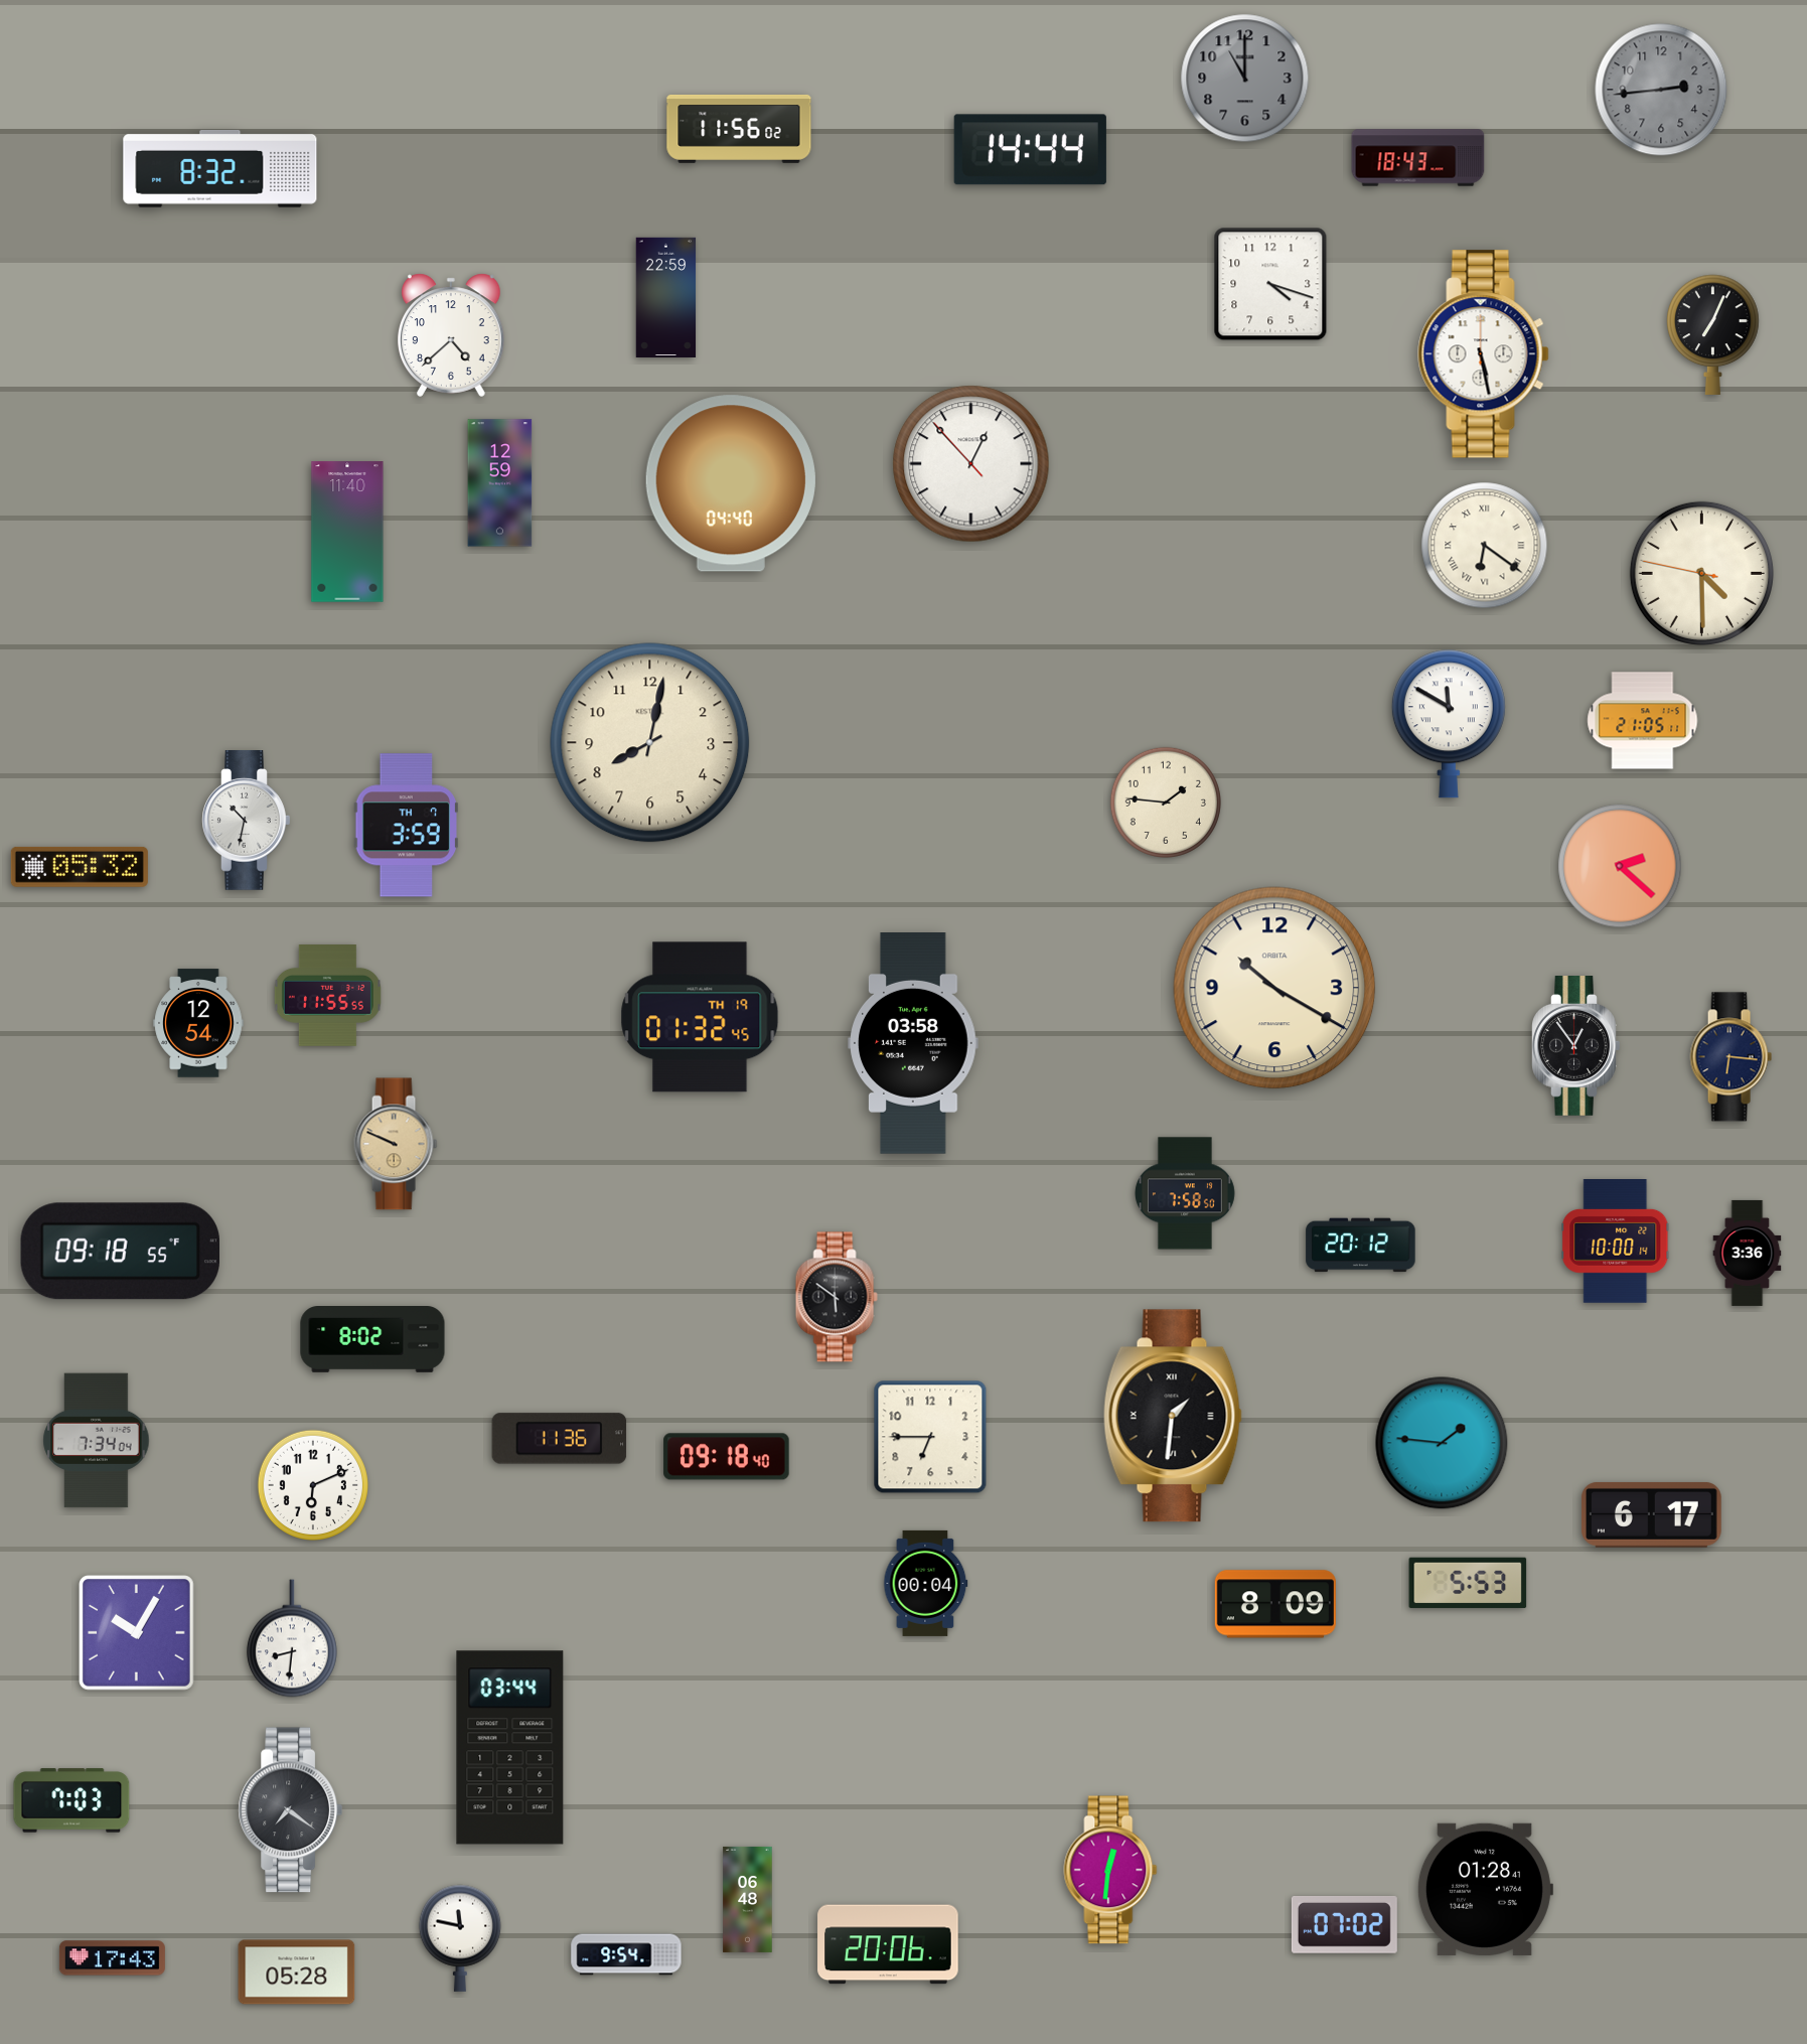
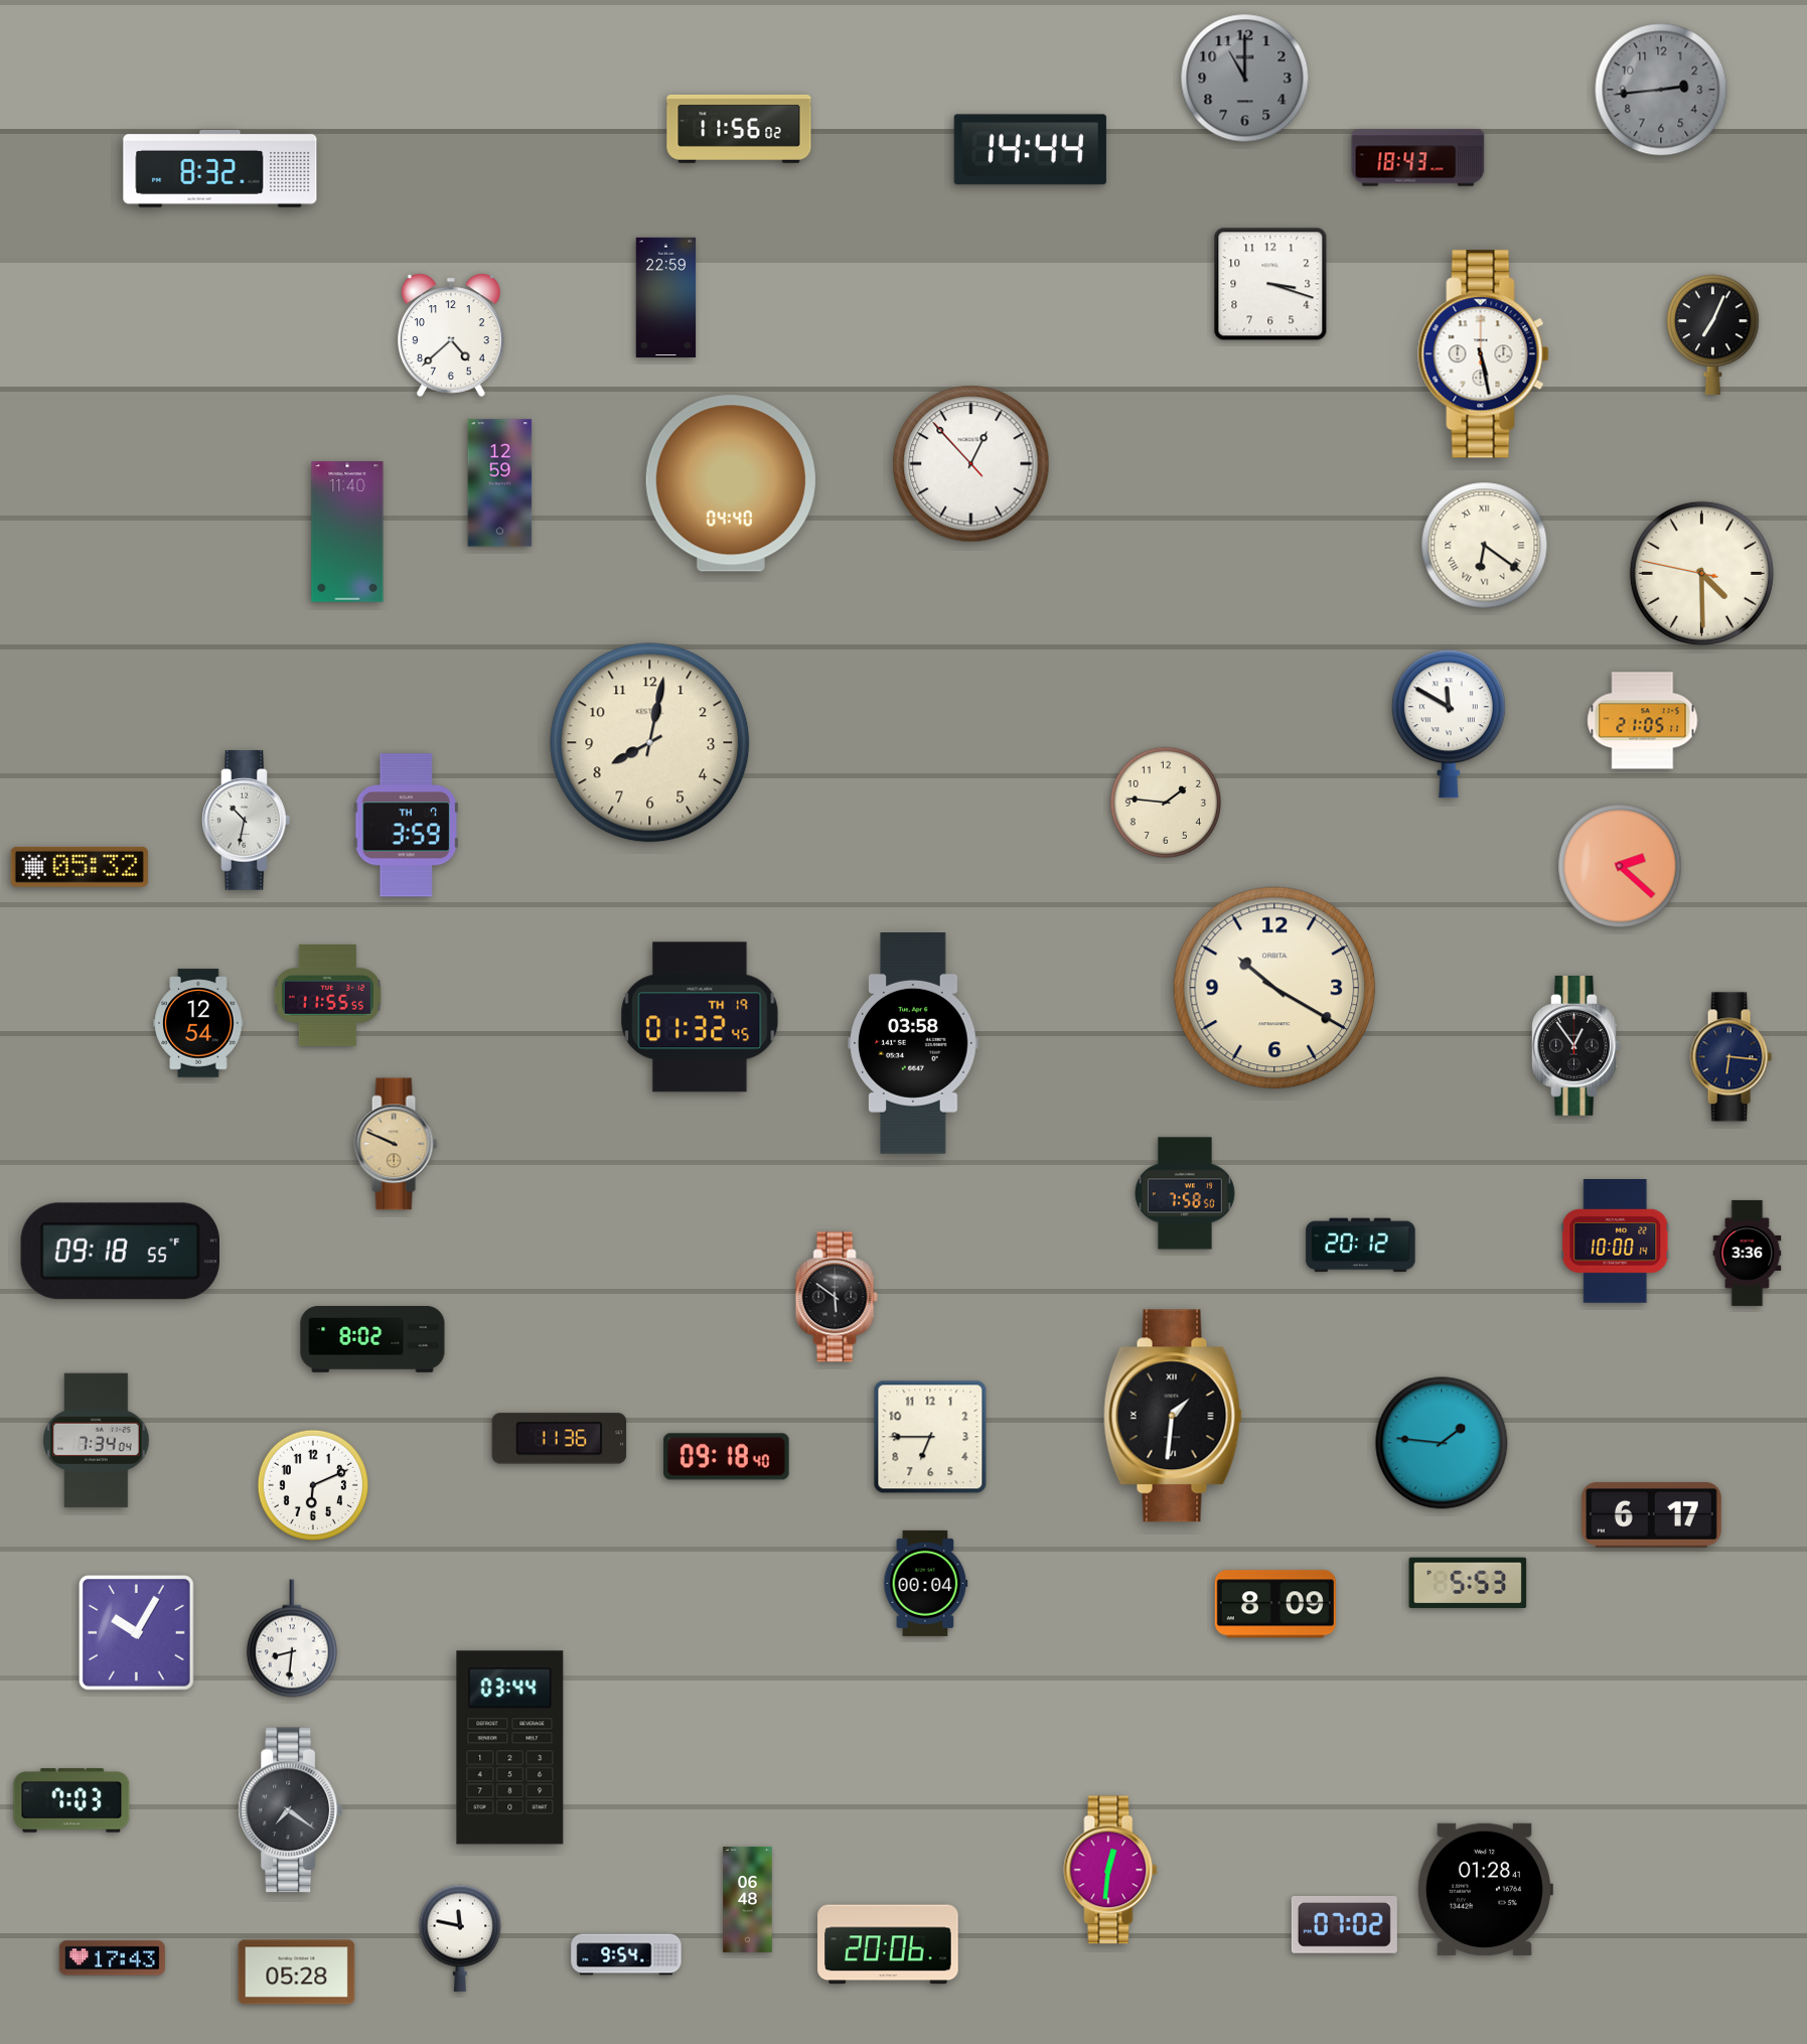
clock at (1270, 284): 4:18 -> 3:18
